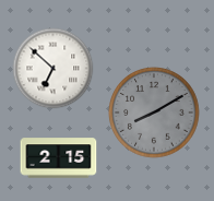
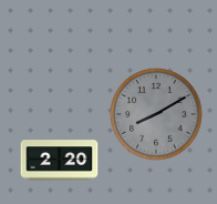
clock at (53, 69): 6:52 -> none
clock at (59, 158): 2:15 -> 2:20
